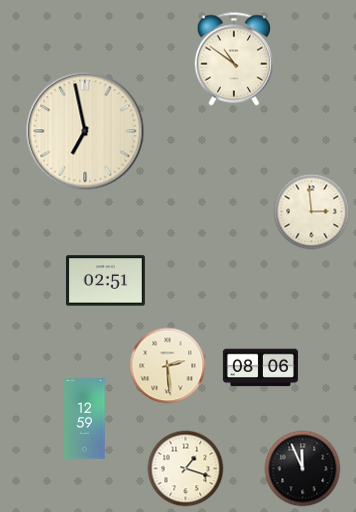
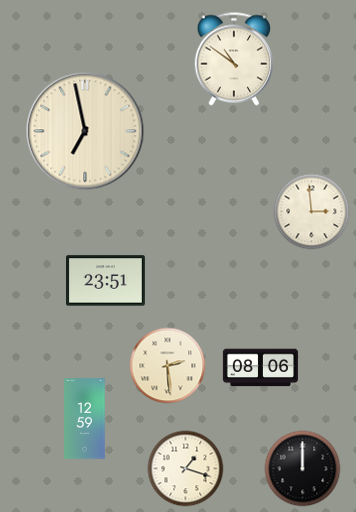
clock at (106, 281): 02:51 -> 23:51
clock at (303, 469): 11:56 -> 12:00
